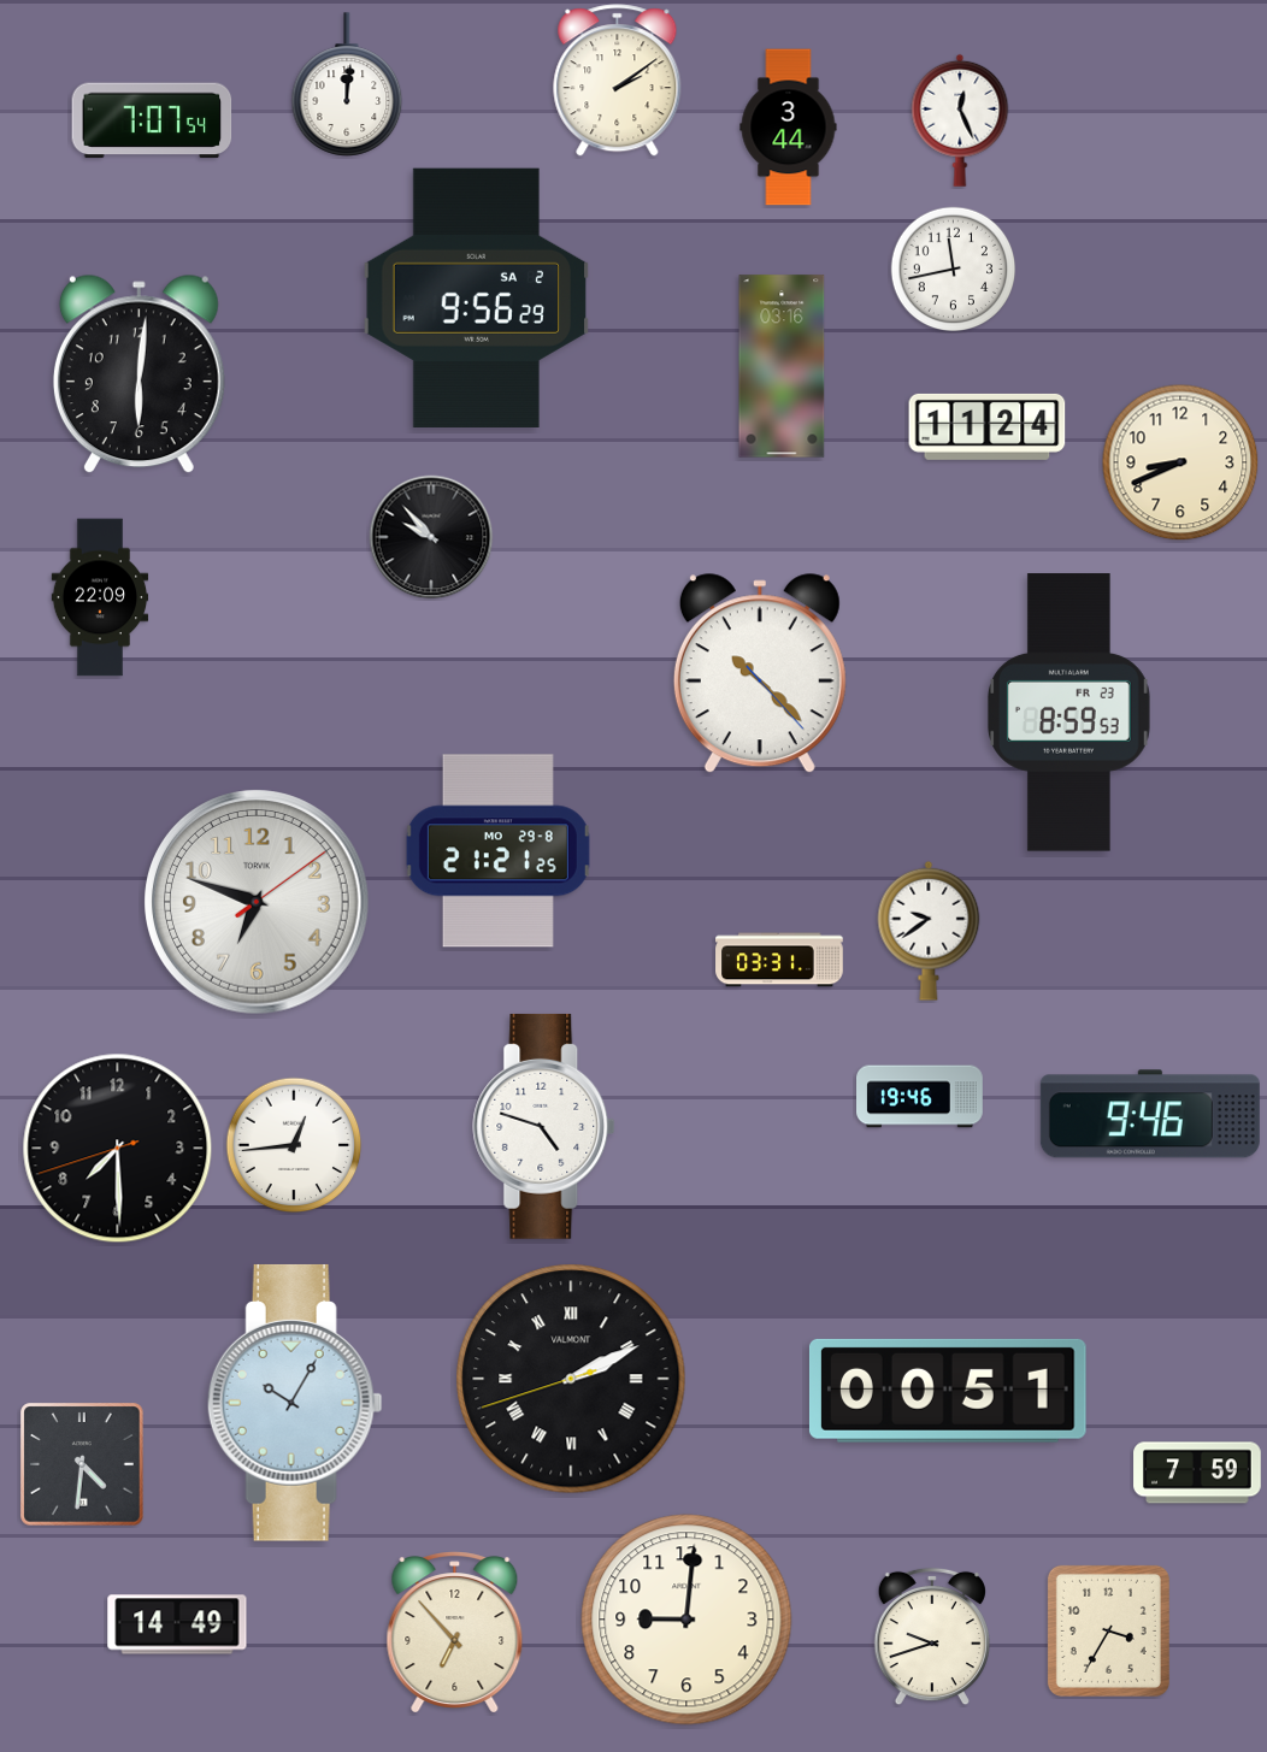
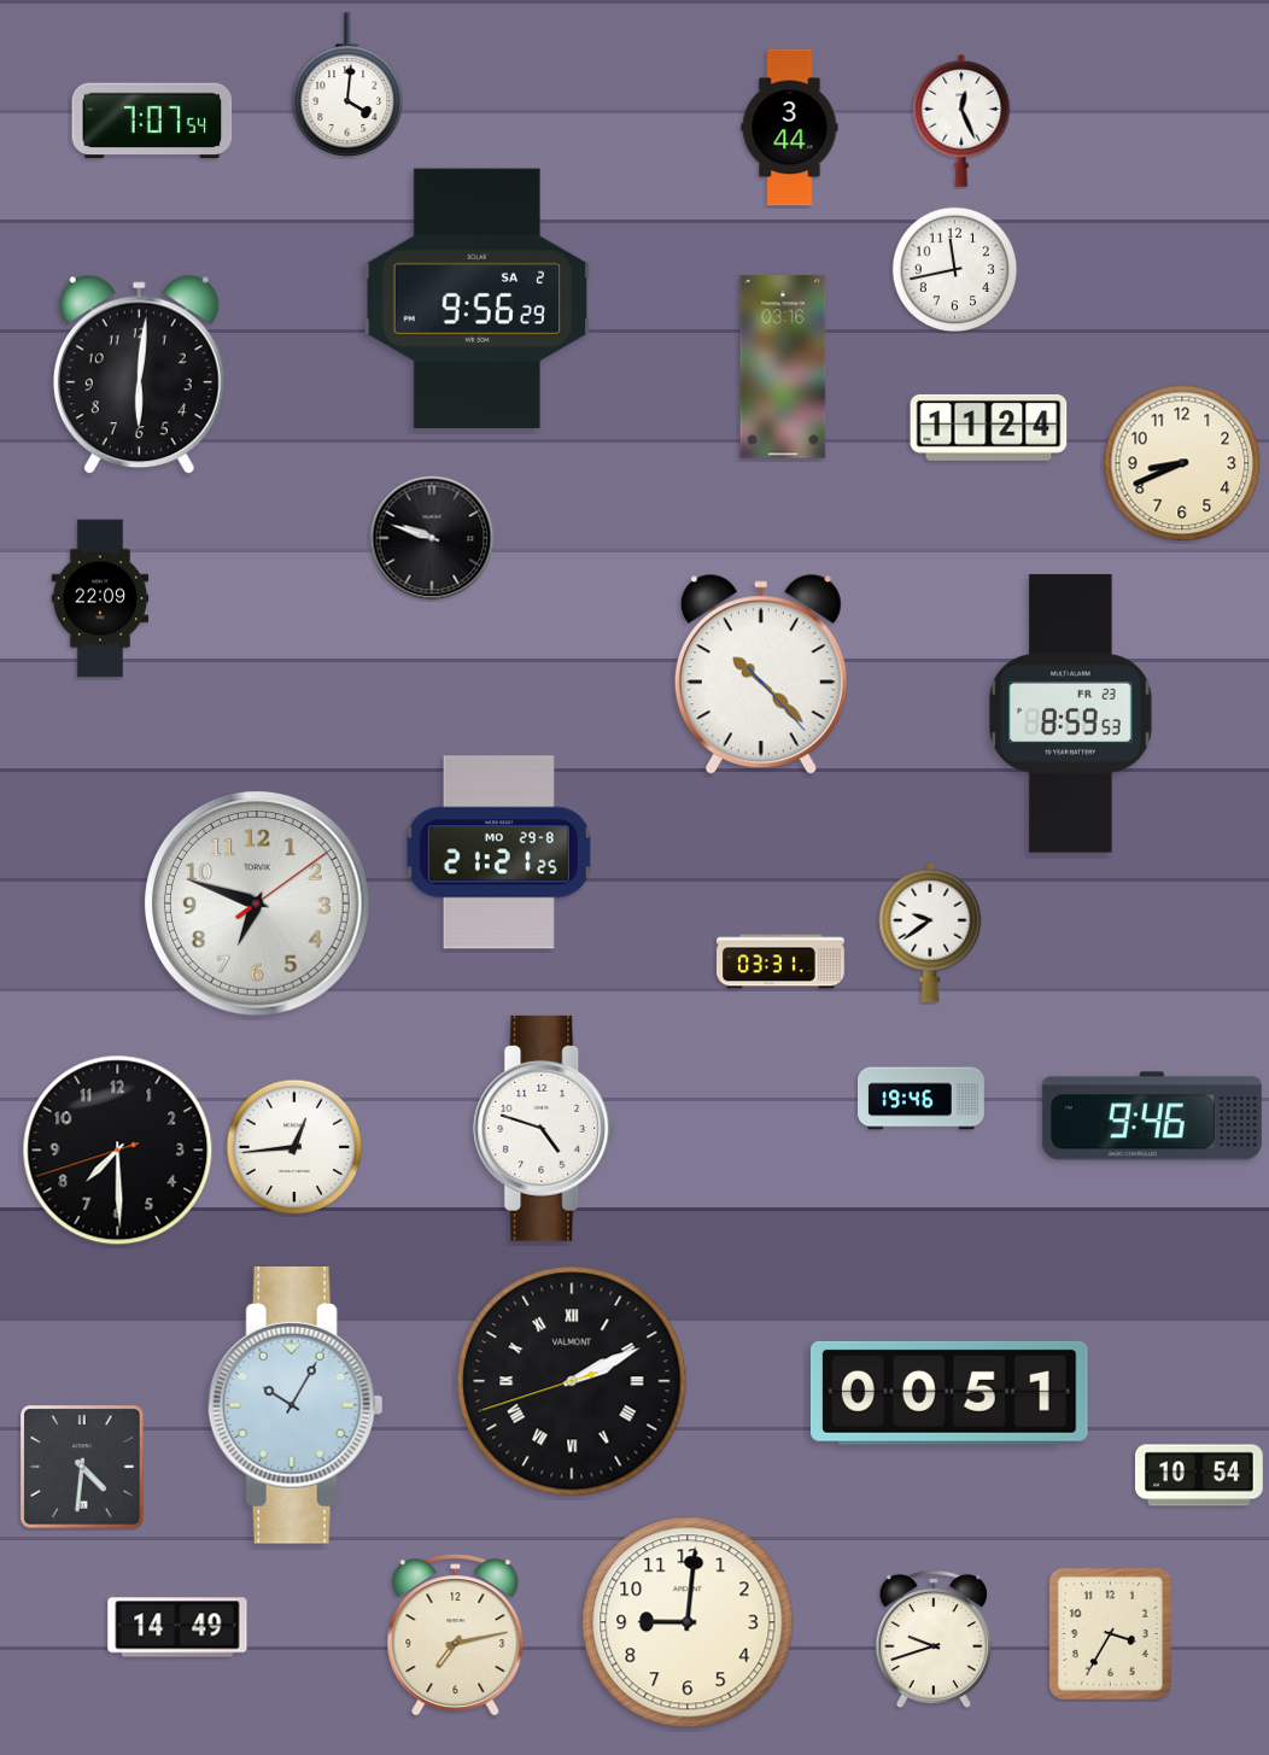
clock at (618, 81): 2:09 -> none
clock at (347, 84): 12:01 -> 4:01
clock at (431, 537): 9:53 -> 9:48
clock at (1197, 1473): 7:59 -> 10:54
clock at (455, 1633): 6:53 -> 7:13
